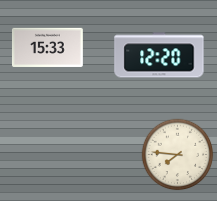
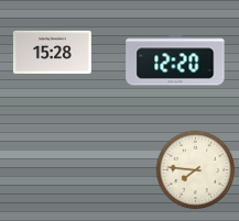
clock at (48, 47): 15:33 -> 15:28
